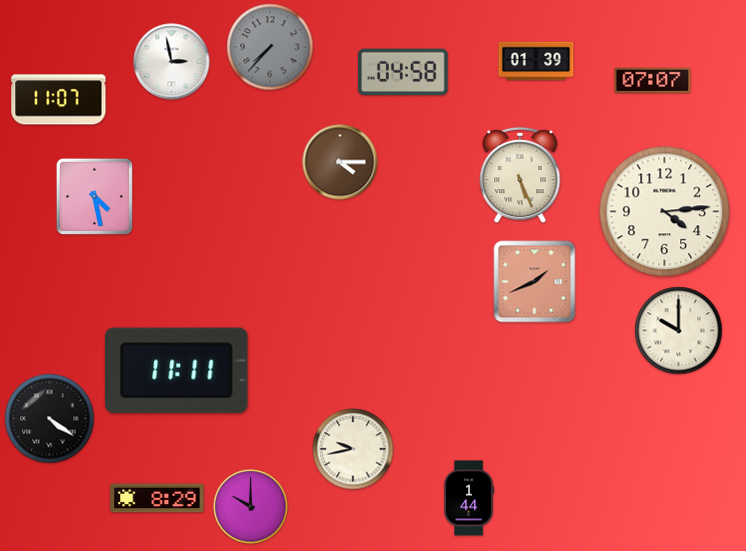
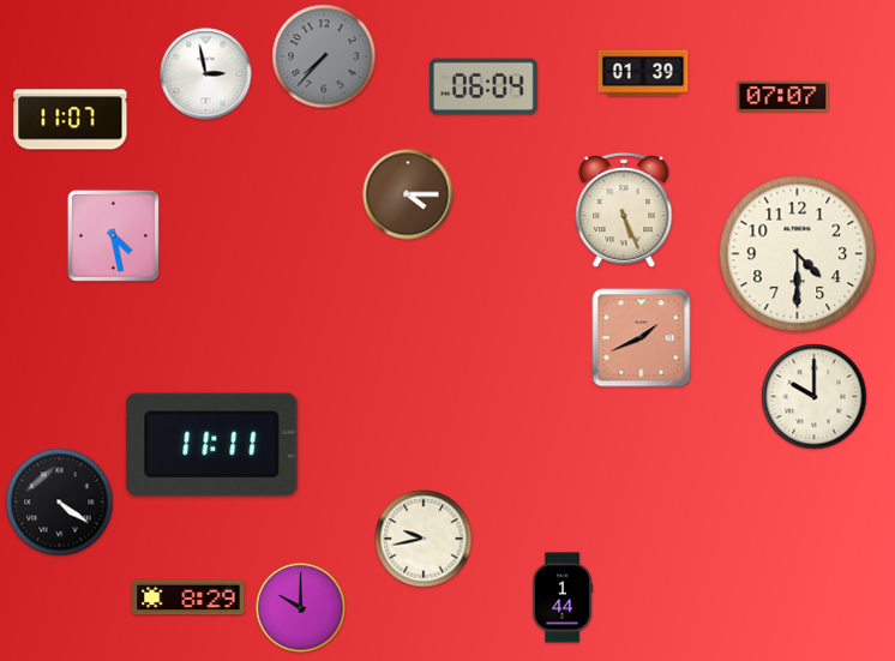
clock at (404, 72): 04:58 -> 06:04
clock at (665, 212): 4:14 -> 4:30
